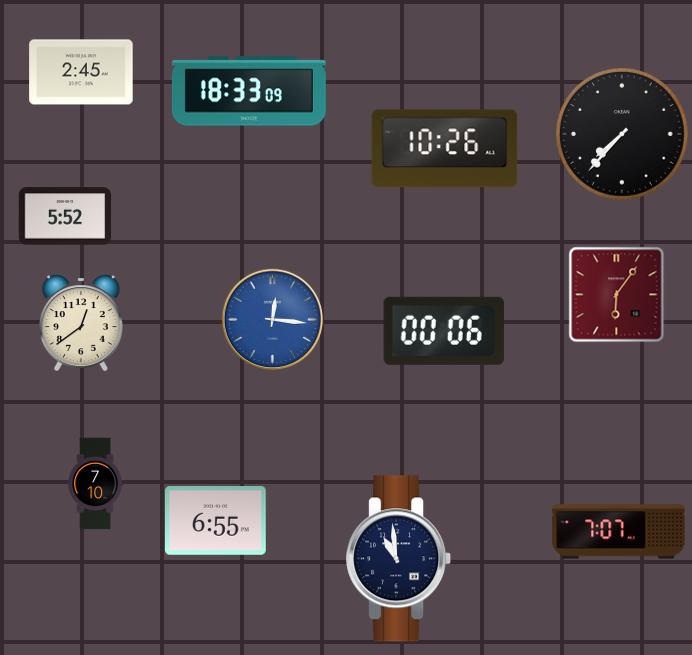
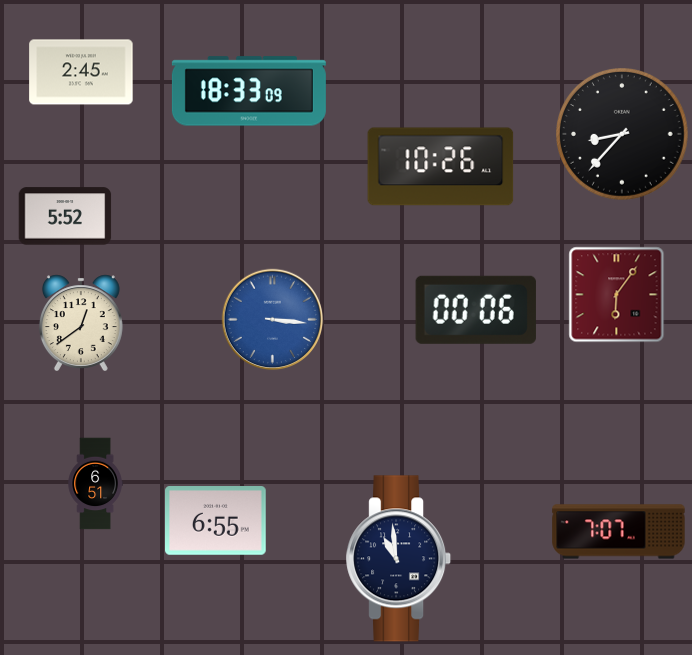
clock at (623, 135): 7:37 -> 8:37
clock at (445, 149) position: (445, 149) -> (441, 167)
clock at (273, 320): 12:16 -> 3:16
clock at (444, 331) position: (444, 331) -> (476, 310)
clock at (95, 484): 7:10 -> 6:51
